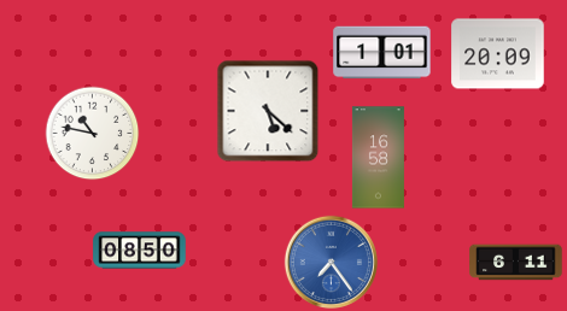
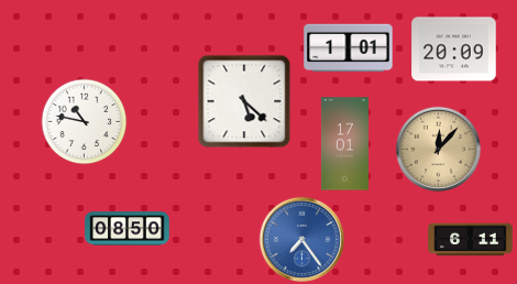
clock at (378, 158): 16:58 -> 17:01
clock at (438, 149): none -> 12:07
